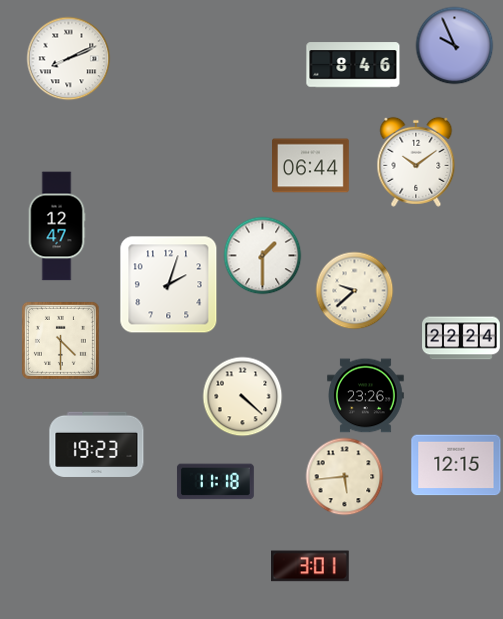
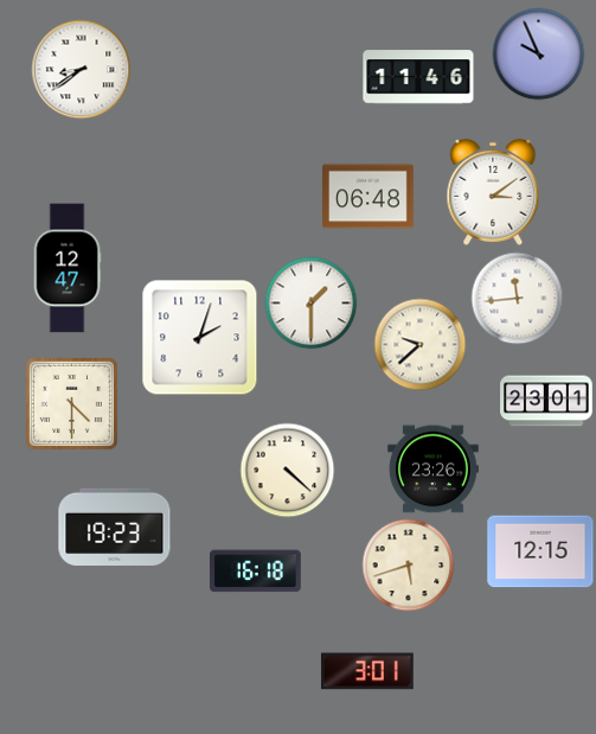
clock at (68, 58): 8:11 -> 8:39
clock at (353, 65): 8:46 -> 11:46
clock at (416, 162): 10:09 -> 3:09
clock at (311, 166): 06:44 -> 06:48
clock at (517, 298): none -> 11:44
clock at (461, 338): 22:24 -> 23:01
clock at (344, 476): 5:44 -> 5:42
clock at (216, 482): 11:18 -> 16:18
